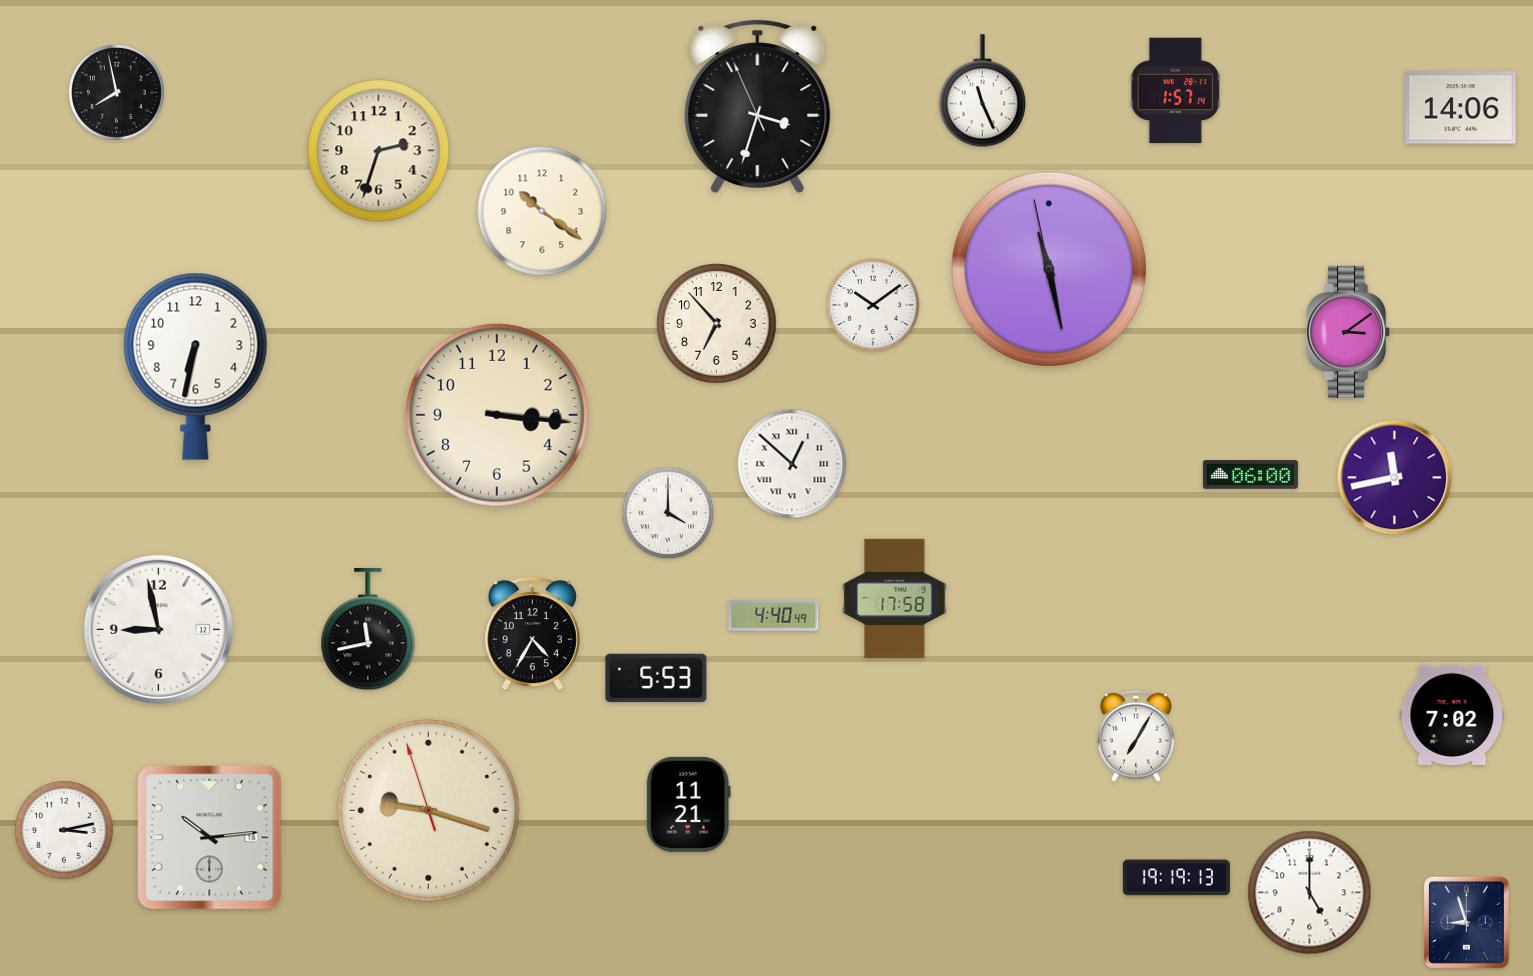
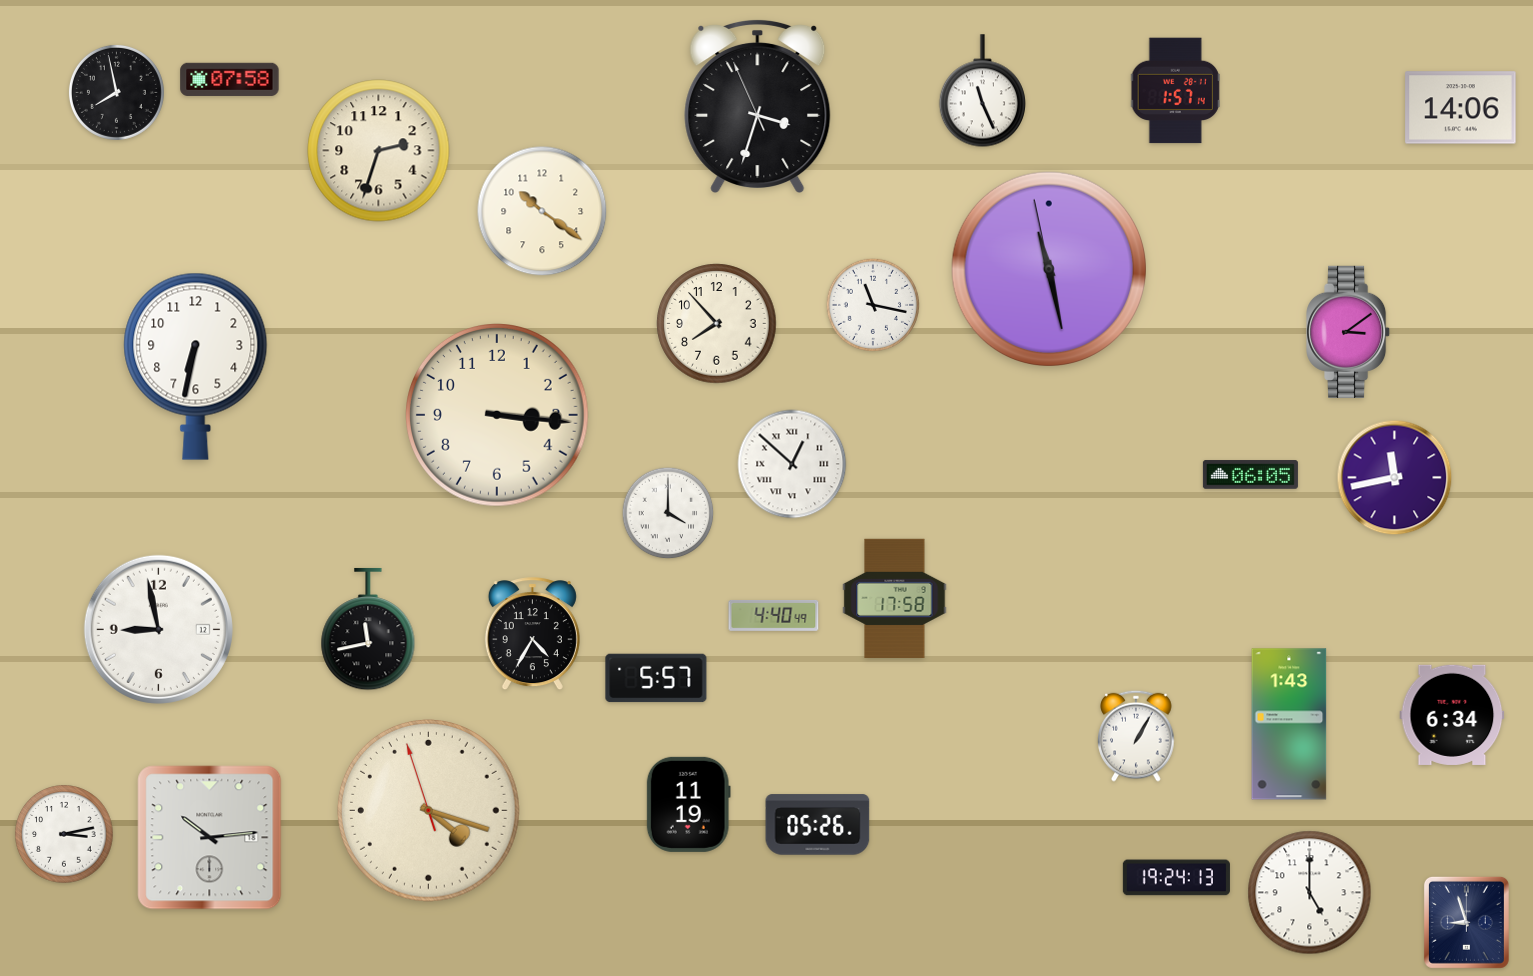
clock at (230, 79): none -> 07:58
clock at (872, 304): 10:09 -> 11:17
clock at (717, 324): 6:53 -> 7:53
clock at (1250, 475): 06:00 -> 06:05
clock at (656, 678): 5:53 -> 5:57
clock at (1452, 715): 7:02 -> 6:34
clock at (1289, 724): none -> 1:43
clock at (1136, 736): 7:05 -> 1:05
clock at (688, 804): 11:21 -> 11:19
clock at (428, 810): 9:17 -> 4:17
clock at (818, 825): none -> 05:26
clock at (64, 830) position: (64, 830) -> (64, 834)
clock at (1176, 878): 19:19 -> 19:24
